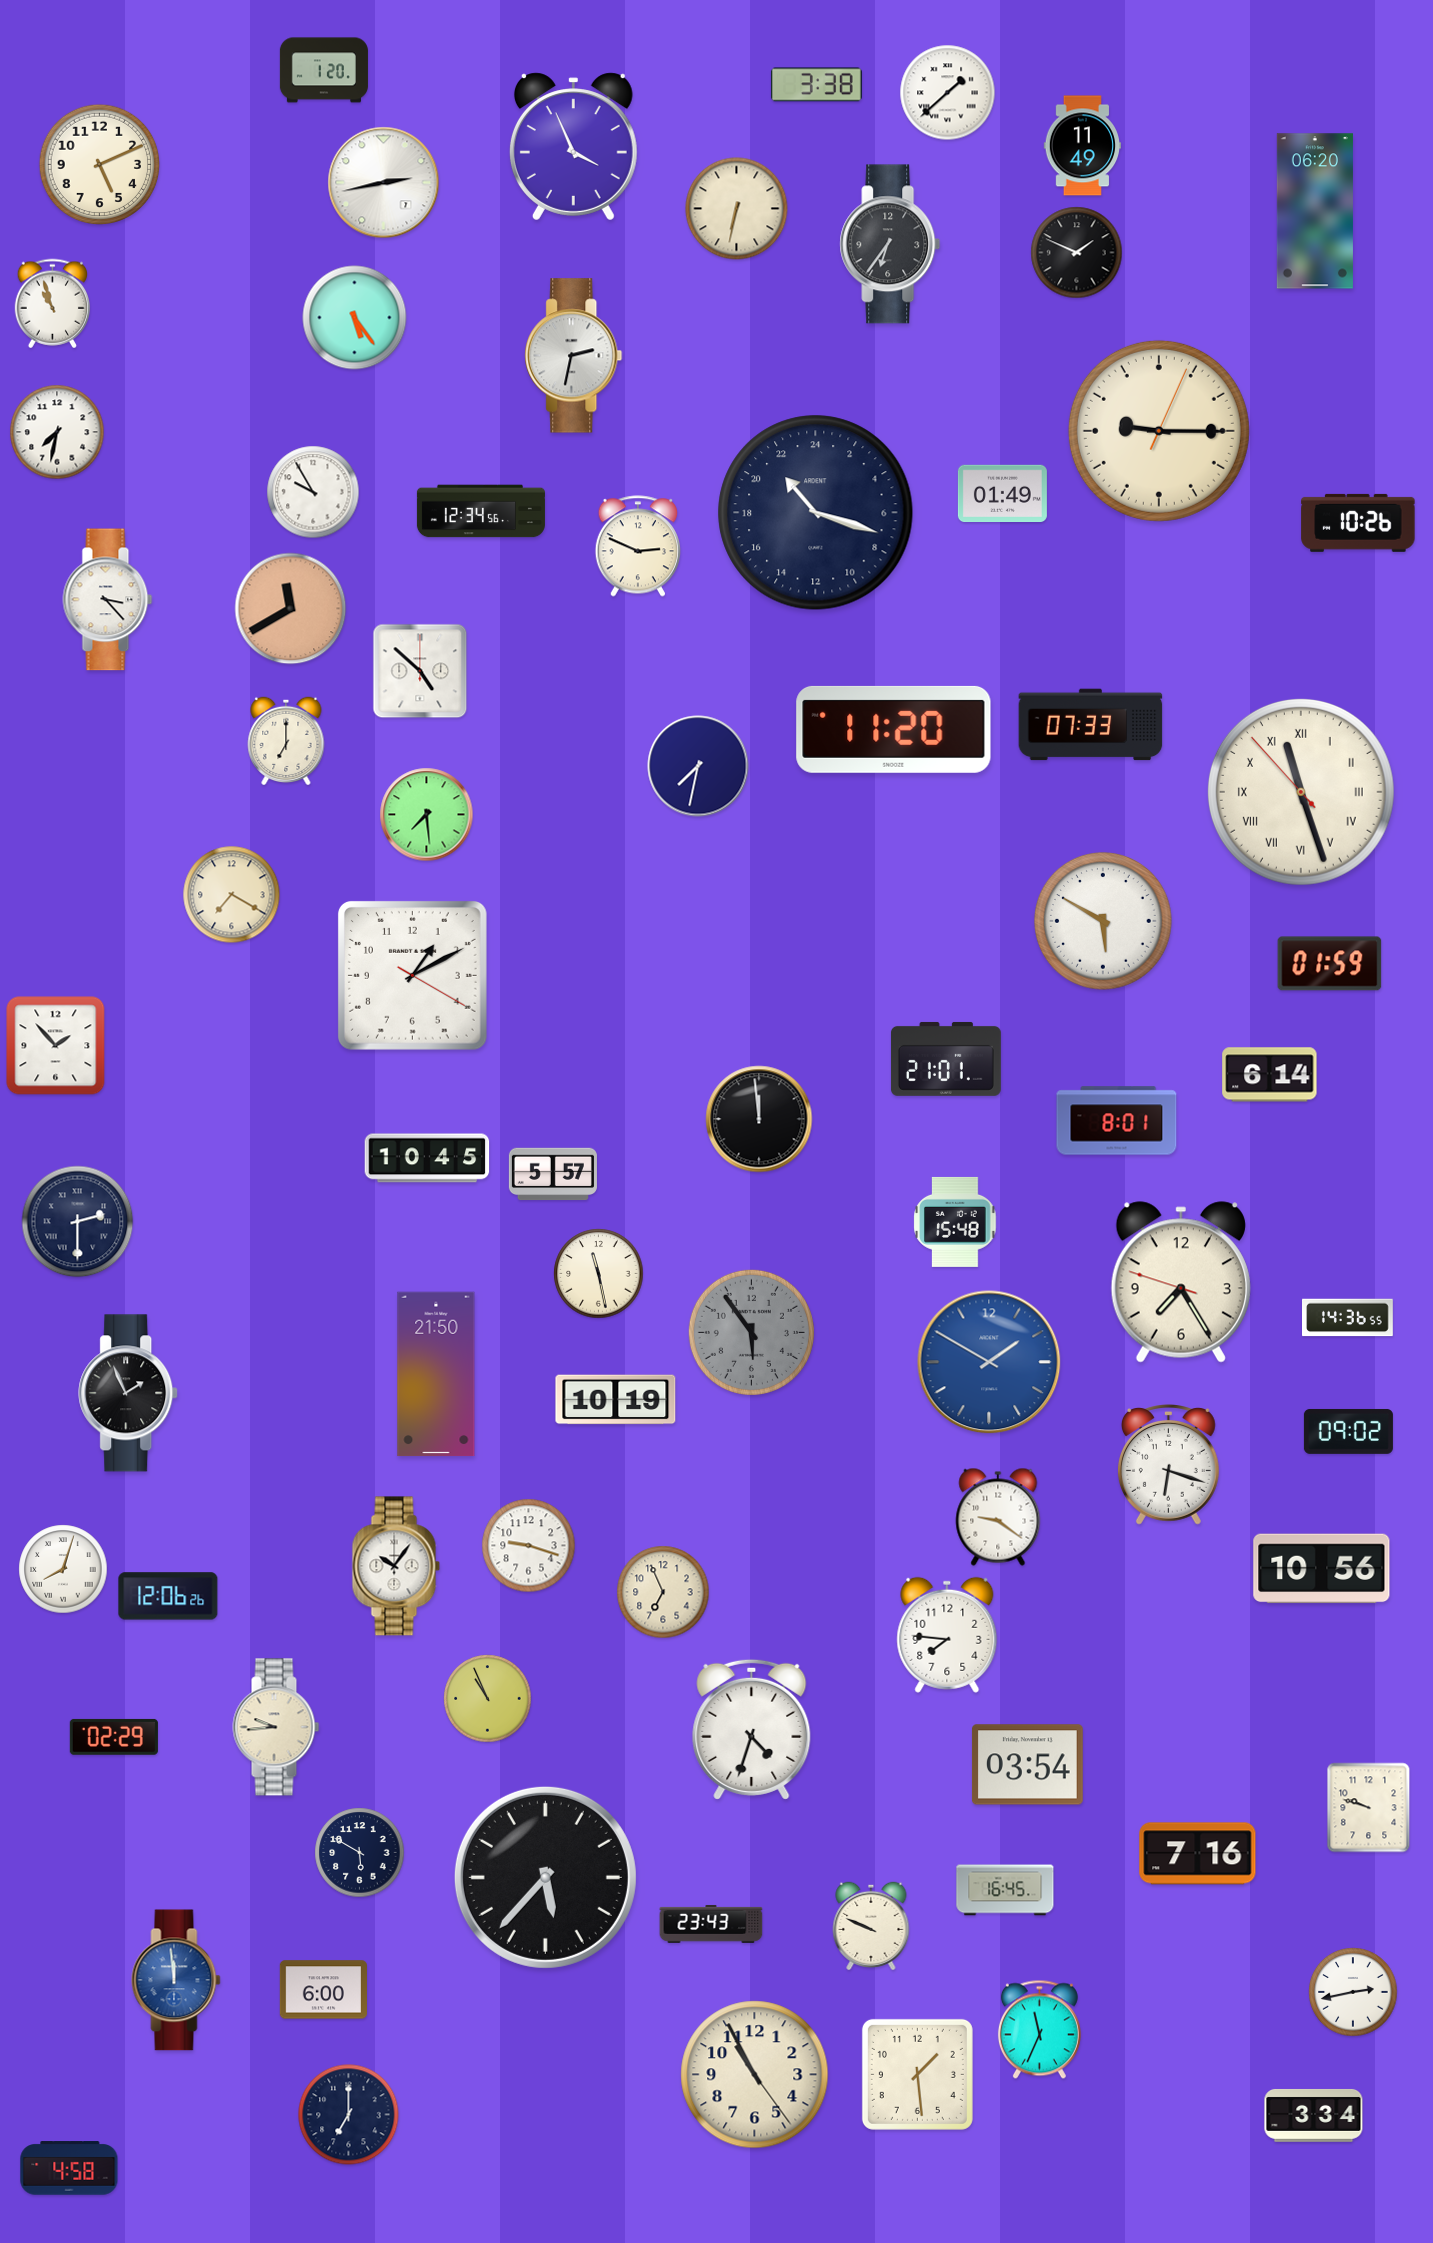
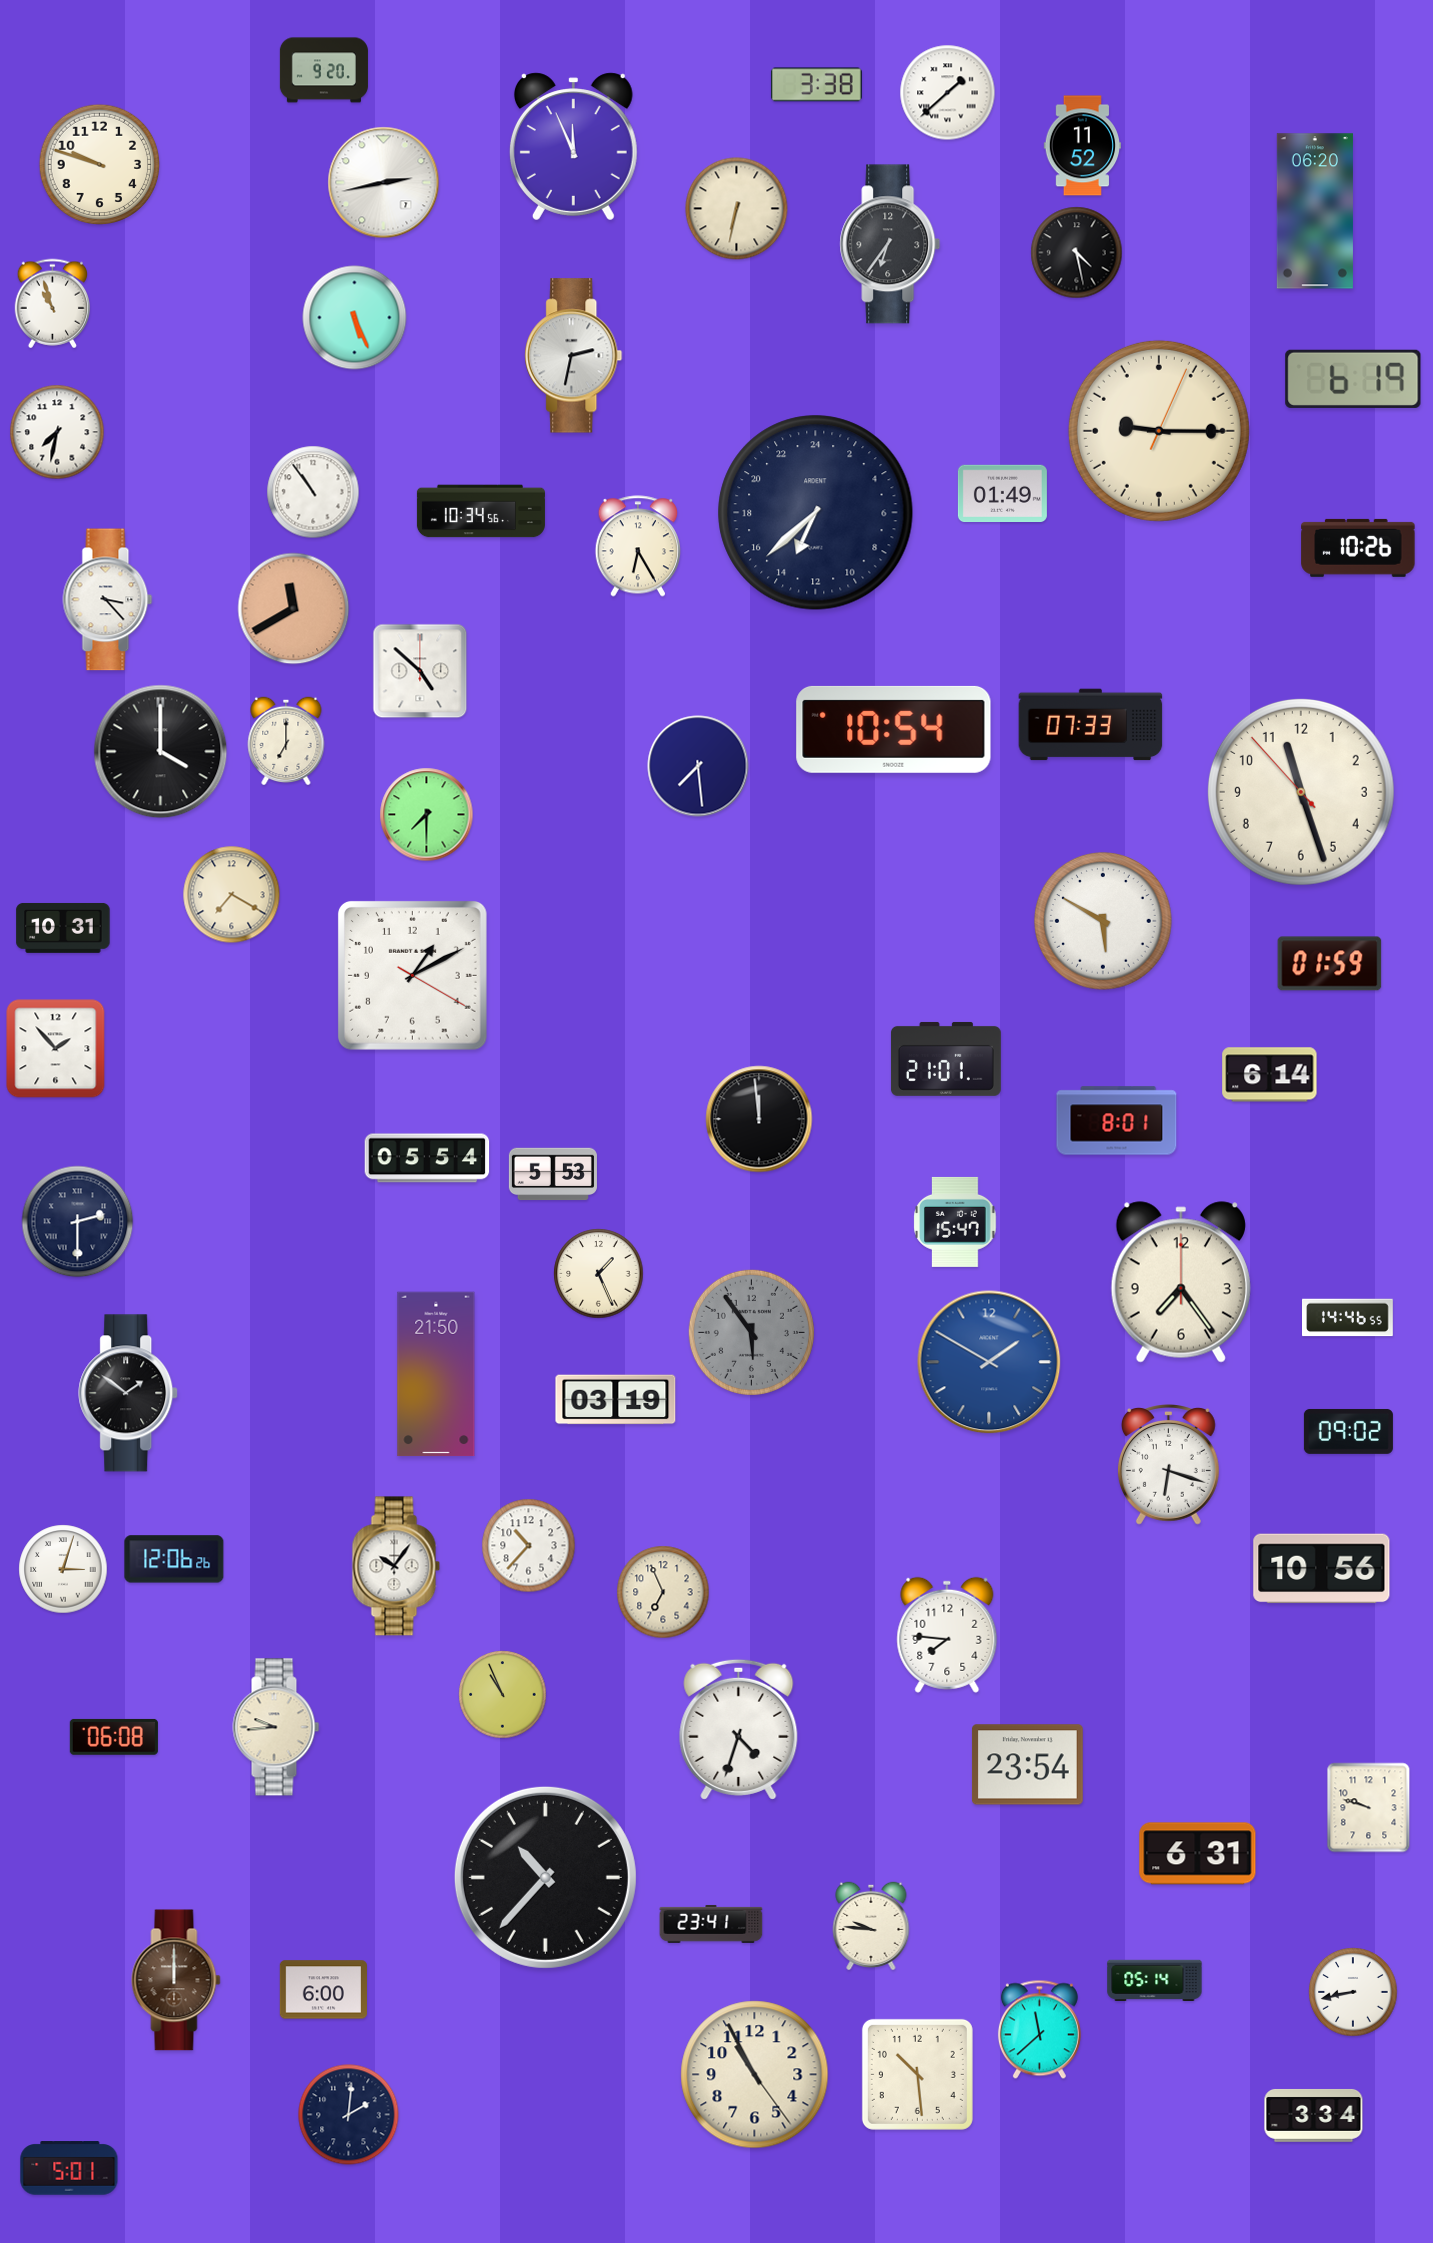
clock at (324, 70): 1:20 -> 9:20
clock at (1083, 146): 11:49 -> 11:52
clock at (573, 147): 3:56 -> 11:56
clock at (100, 165): 5:11 -> 9:48
clock at (1077, 253): 1:49 -> 4:28
clock at (355, 318): 5:24 -> 5:26
clock at (1353, 379): none -> 6:19
clock at (313, 492): 9:55 -> 10:54
clock at (481, 511): 12:34 -> 10:34
clock at (816, 513): 21:18 -> 13:38
clock at (1358, 523) position: (1358, 523) -> (1358, 548)
clock at (637, 546): 2:49 -> 6:25
clock at (291, 609) position: (291, 609) -> (294, 609)
clock at (894, 729): 11:20 -> 10:54
clock at (161, 752): none -> 4:00
clock at (698, 766): 7:32 -> 7:29
clock at (1301, 792) numerals: Roman -> Arabic
clock at (427, 815): 7:29 -> 7:30
clock at (63, 928): none -> 10:31
clock at (56, 1046) position: (56, 1046) -> (56, 1049)
clock at (427, 1158): 10:45 -> 05:54
clock at (553, 1174): 5:57 -> 5:53
clock at (955, 1222): 15:48 -> 15:47
clock at (599, 1274): 11:28 -> 1:26
clock at (1181, 1282): 7:24:48 -> 7:24:00
clock at (1348, 1318): 14:36 -> 14:46
clock at (129, 1393): 1:56 -> 1:51
clock at (616, 1400): 10:19 -> 03:19
clock at (998, 1517): 9:21 -> none
clock at (529, 1546): 9:18 -> 10:37
clock at (63, 1569): 8:03 -> 3:03
clock at (168, 1596) position: (168, 1596) -> (174, 1559)
clock at (488, 1699) position: (488, 1699) -> (503, 1695)
clock at (752, 1729) position: (752, 1729) -> (739, 1729)
clock at (114, 1737): 02:29 -> 06:08
clock at (1027, 1765): 03:54 -> 23:54
clock at (360, 1853): 5:50 -> none
clock at (1198, 1854): 7:16 -> 6:31
clock at (545, 1877): 5:37 -> 10:37
clock at (1005, 1890): 16:45 -> none
clock at (711, 1924): 23:43 -> 23:41
clock at (871, 1926): 9:49 -> 9:46
clock at (176, 1980): 11:59 -> 12:00
clock at (176, 1980) dial: blue -> brown
clock at (1155, 1980): none -> 05:14
clock at (1353, 1992): 2:43 -> 8:43
clock at (1039, 2030): 11:34 -> 11:38
clock at (917, 2074): 1:29 -> 10:29
clock at (349, 2115): 7:00 -> 2:01
clock at (69, 2168): 4:58 -> 5:01
